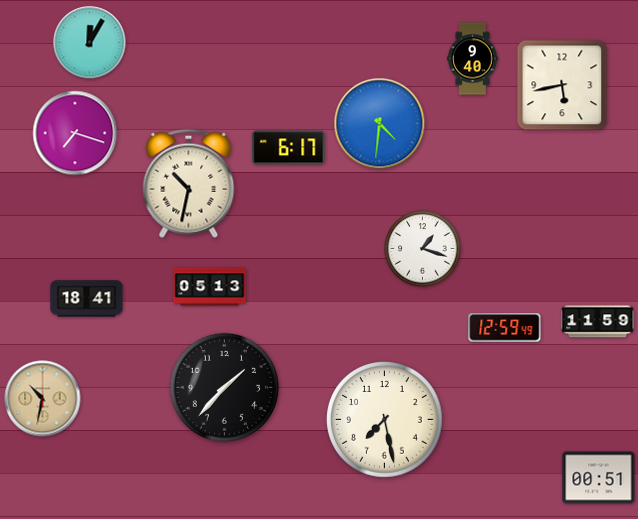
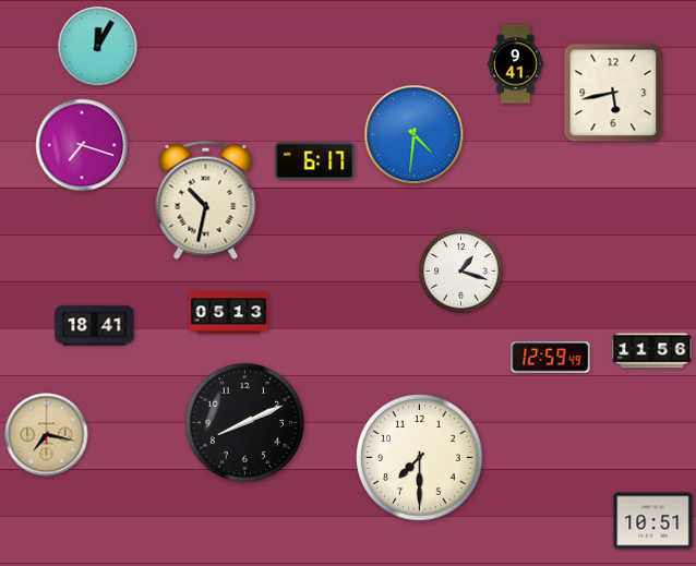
clock at (473, 59): 9:40 -> 9:41
clock at (598, 322): 11:59 -> 11:56
clock at (224, 387): 1:37 -> 8:11
clock at (43, 399): 10:32 -> 7:17
clock at (385, 420): 7:28 -> 7:30
clock at (599, 478): 00:51 -> 10:51
